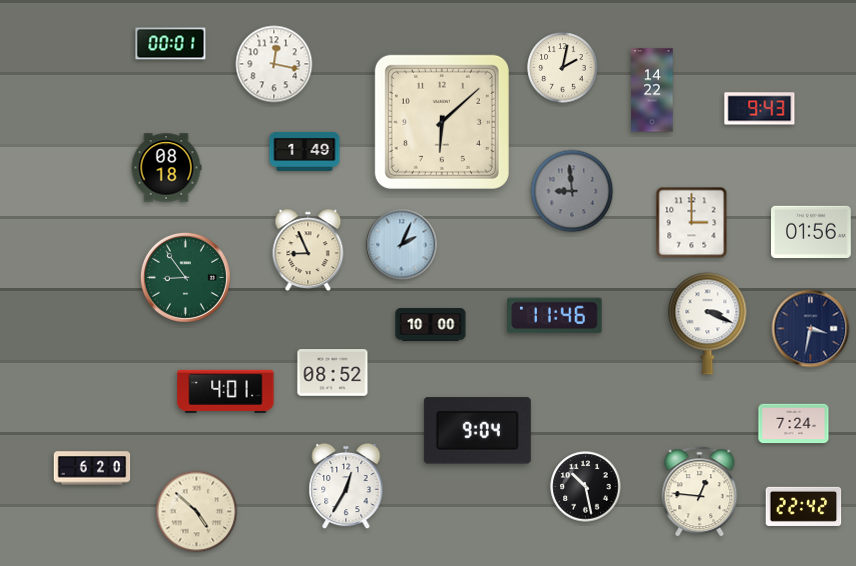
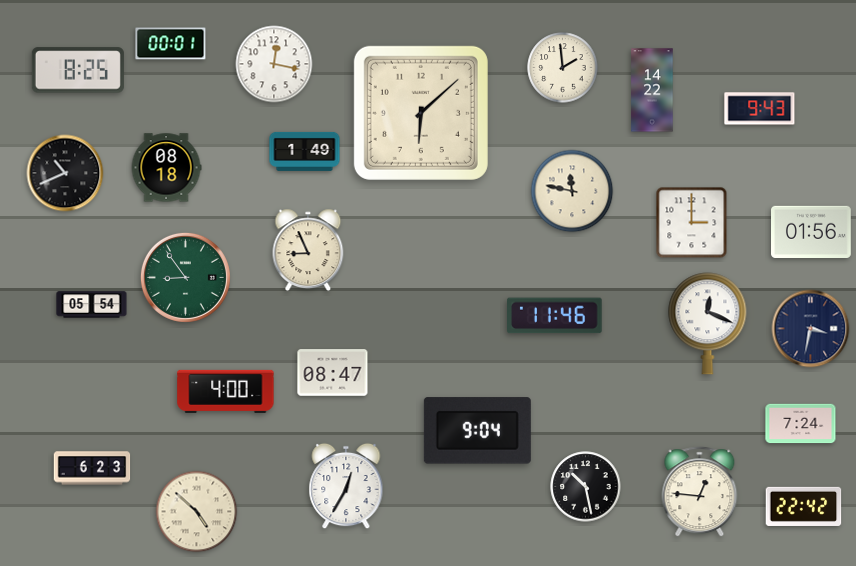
clock at (563, 68): 2:02 -> 1:59
clock at (78, 70): none -> 8:25
clock at (442, 122) position: (442, 122) -> (421, 113)
clock at (65, 173): none -> 10:41
clock at (572, 191): 8:59 -> 11:47
clock at (572, 191) dial: grey -> cream
clock at (402, 245): 2:04 -> none
clock at (92, 305): none -> 05:54
clock at (708, 324): 3:19 -> 12:19
clock at (431, 325): 10:00 -> none
clock at (333, 373): 08:52 -> 08:47
clock at (226, 391): 4:01 -> 4:00
clock at (794, 424) position: (794, 424) -> (801, 424)
clock at (92, 468): 6:20 -> 6:23
